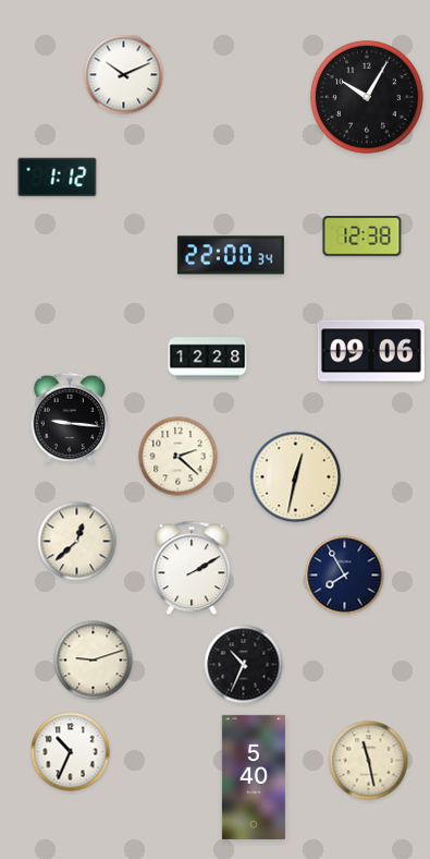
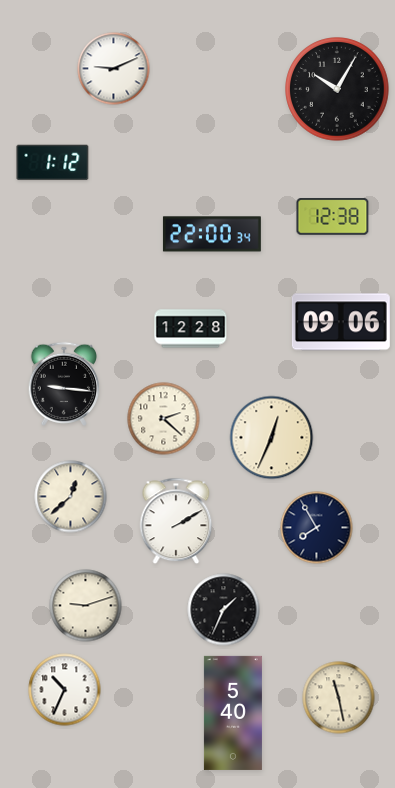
clock at (124, 75): 10:11 -> 9:11
clock at (296, 477): 12:32 -> 12:34
clock at (244, 665): 10:34 -> 1:34
